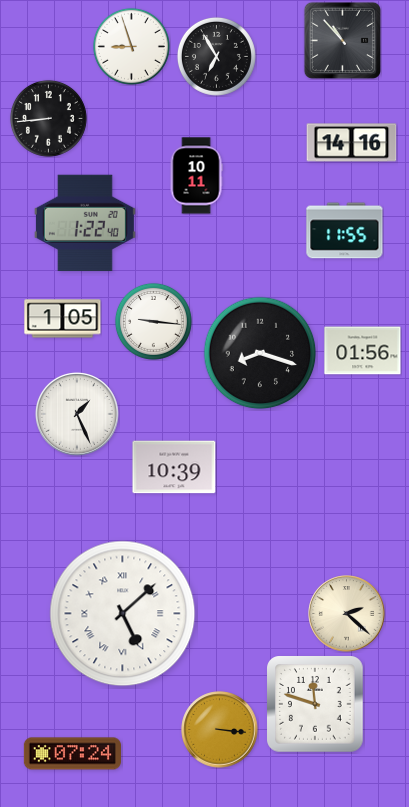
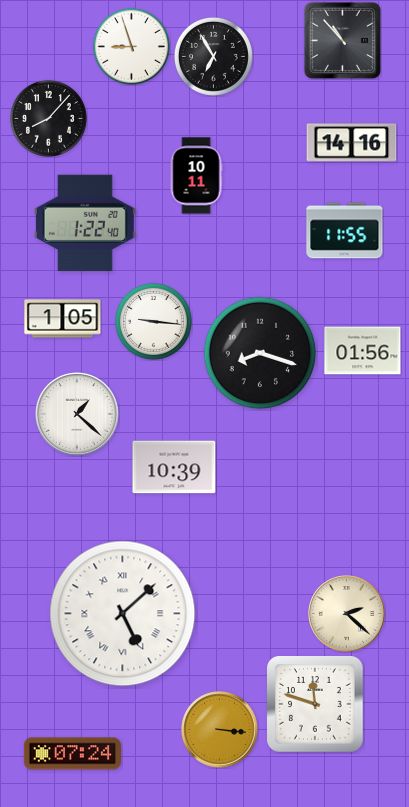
clock at (216, 56) position: (216, 56) -> (213, 56)
clock at (48, 118): 8:44 -> 8:07
clock at (77, 414): 1:26 -> 1:22
